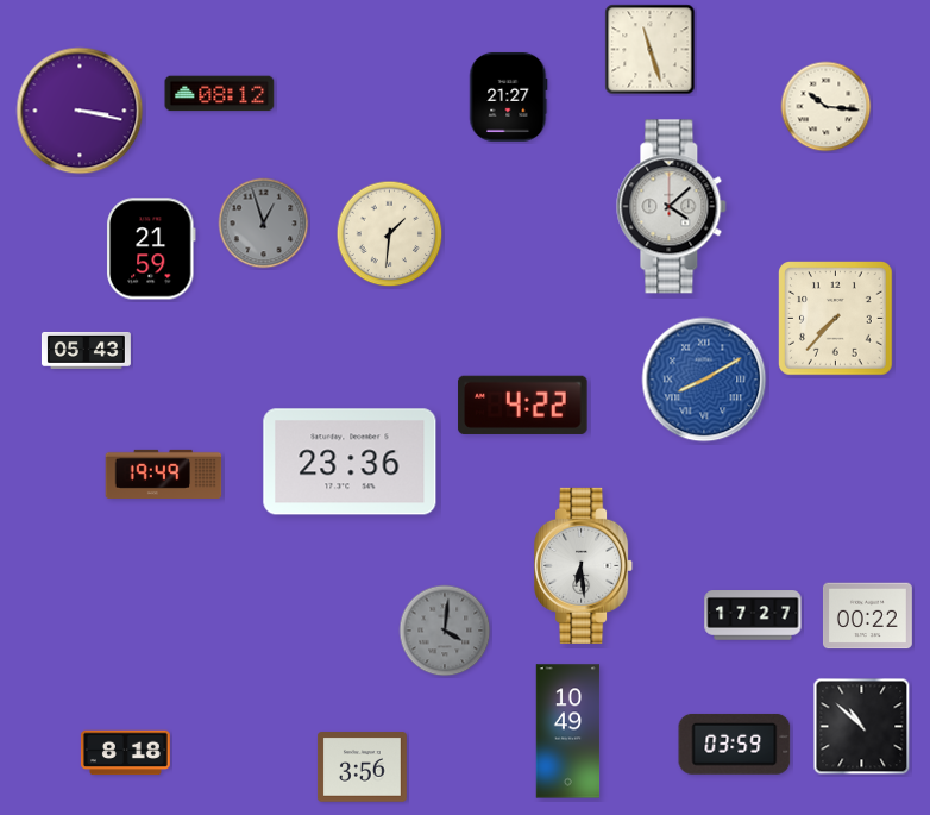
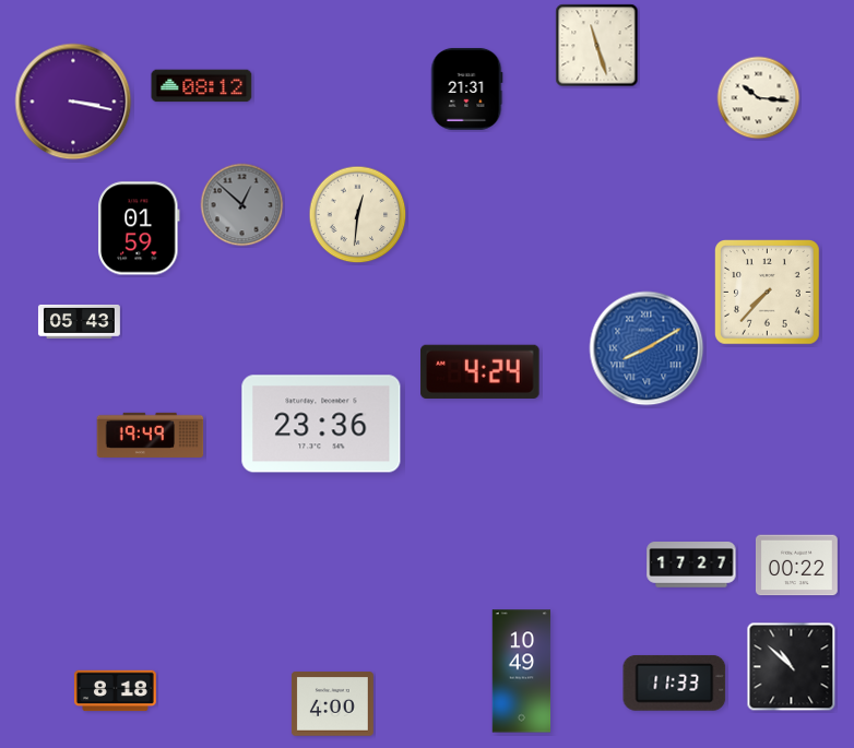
clock at (509, 96): 21:27 -> 21:31
clock at (672, 207): 4:08 -> none
clock at (264, 224): 12:57 -> 12:52
clock at (390, 234): 1:31 -> 12:31
clock at (152, 249): 21:59 -> 01:59
clock at (523, 405): 4:22 -> 4:24
clock at (584, 565): 6:29 -> none
clock at (445, 631): 4:01 -> none
clock at (735, 744): 03:59 -> 11:33
clock at (362, 767): 3:56 -> 4:00
